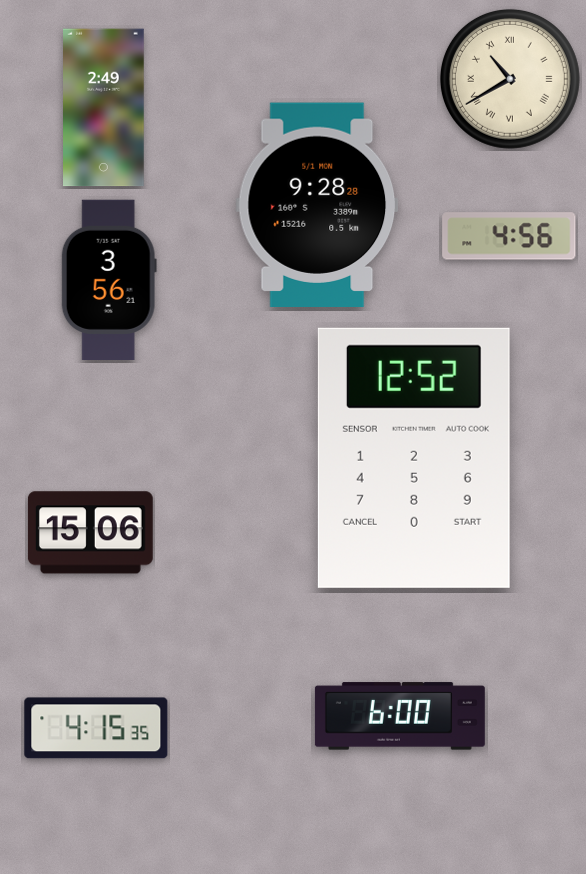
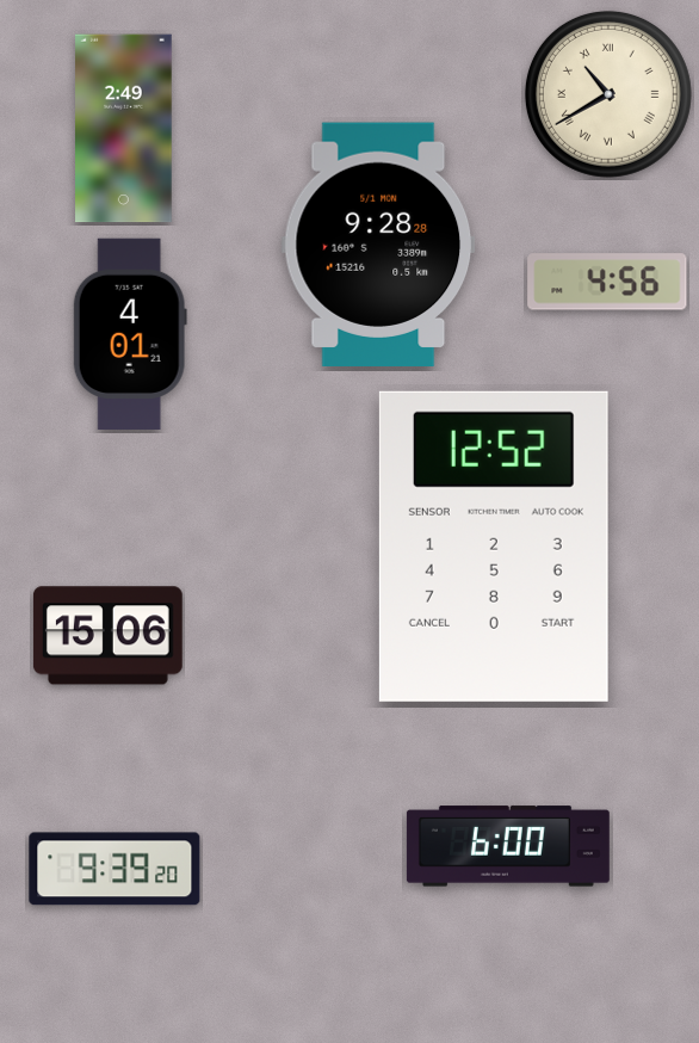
clock at (109, 279): 3:56 -> 4:01
clock at (400, 716) position: (400, 716) -> (508, 846)
clock at (96, 728): 4:15 -> 9:39
